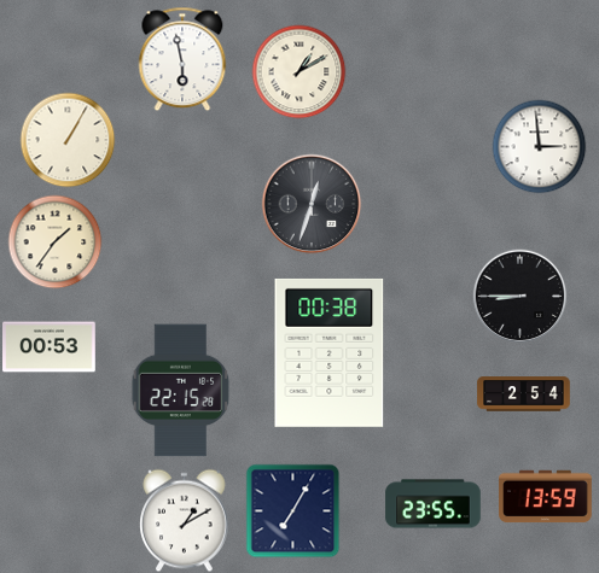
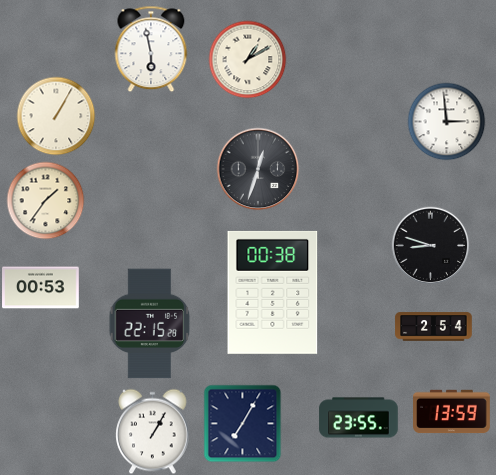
clock at (519, 296): 8:45 -> 8:48
clock at (185, 520): 1:10 -> 1:05
